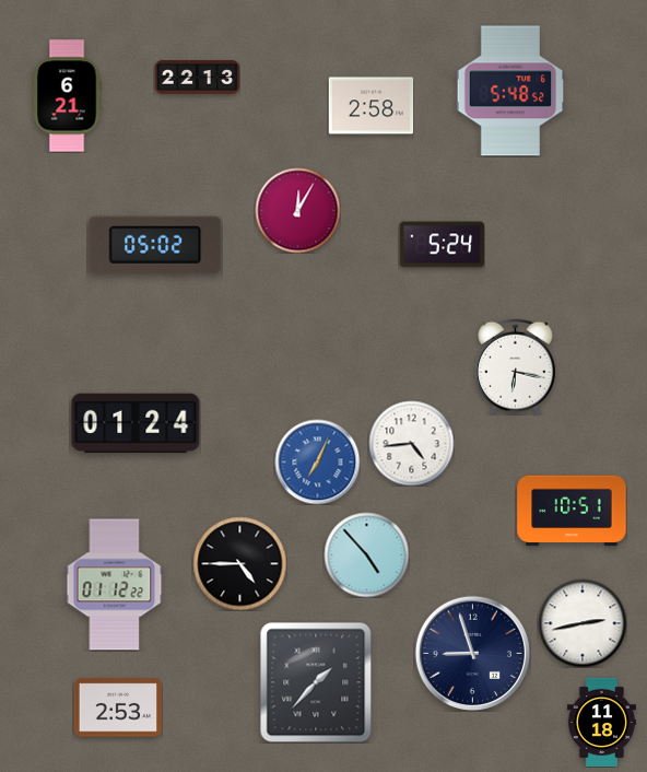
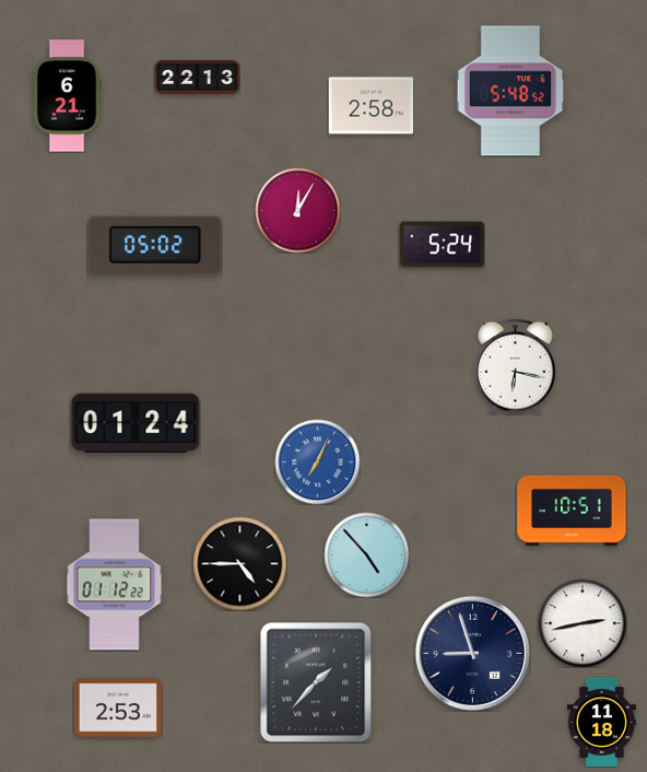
clock at (411, 443): 4:44 -> none
